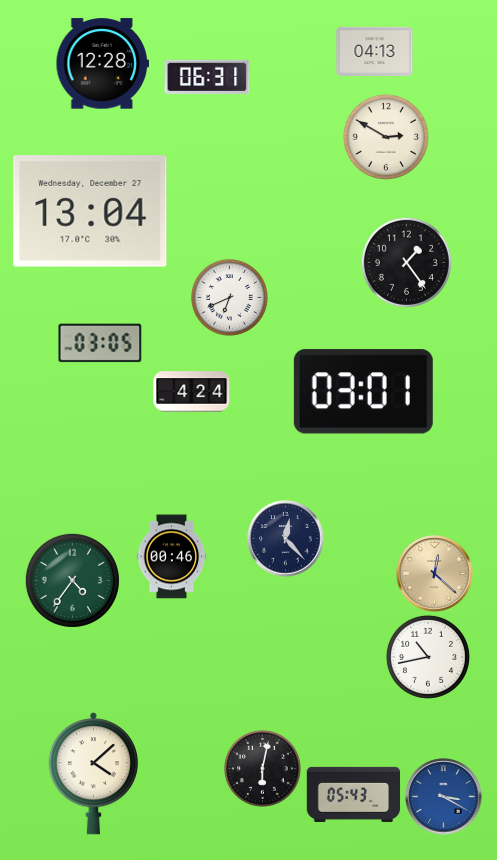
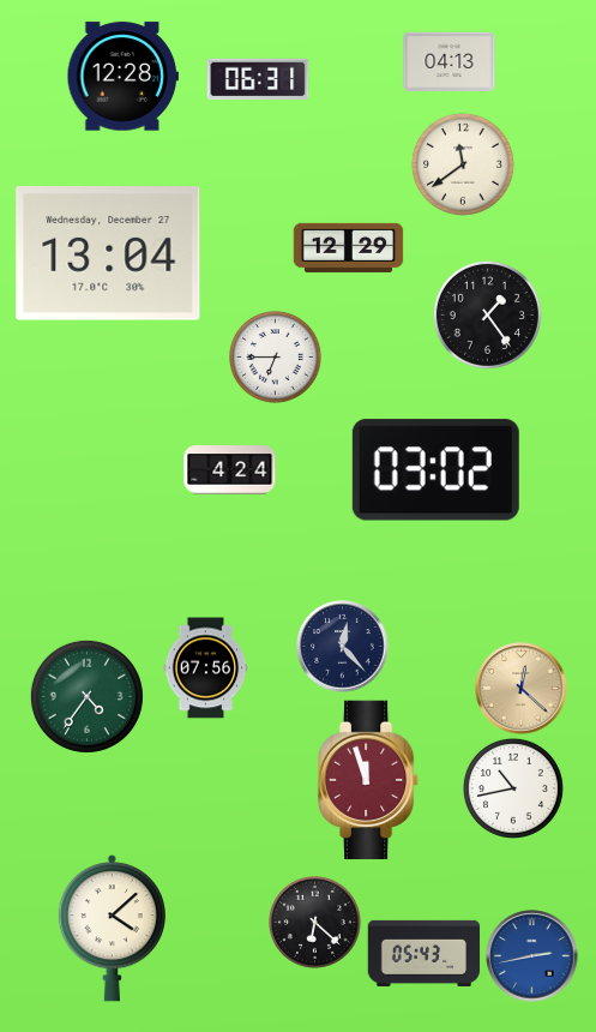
clock at (207, 77) position: (207, 77) -> (258, 79)
clock at (386, 137): 2:50 -> 11:39
clock at (349, 247): none -> 12:29
clock at (229, 297): 6:41 -> 6:45
clock at (100, 343): 03:05 -> none
clock at (363, 392): 03:01 -> 03:02
clock at (172, 557): 00:46 -> 07:56
clock at (368, 780): none -> 11:57
clock at (262, 768): 6:02 -> 6:22
clock at (444, 797): 3:20 -> 2:43
